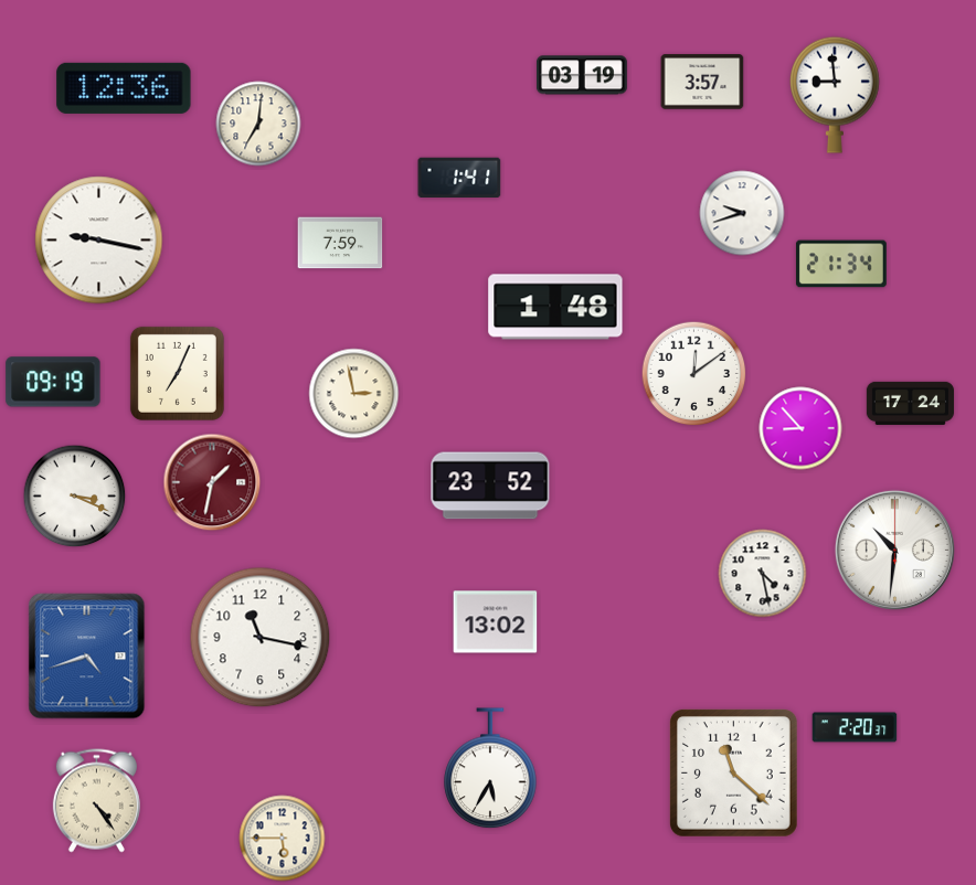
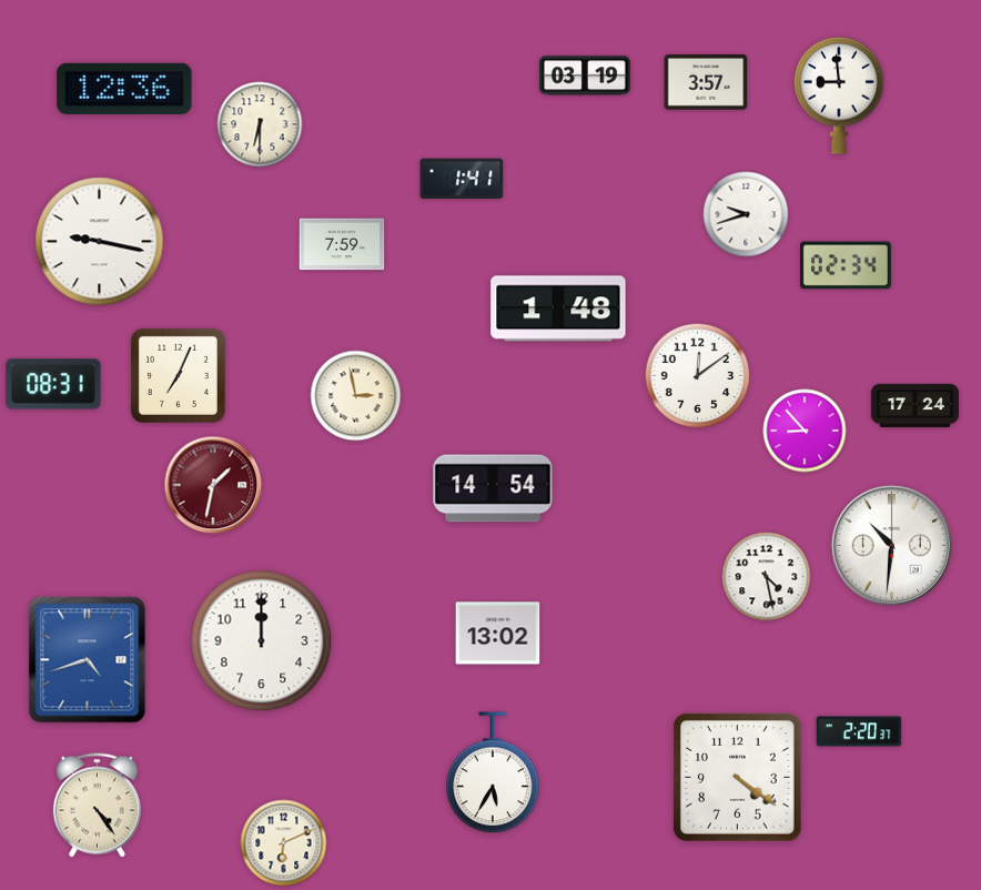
clock at (258, 124): 7:01 -> 6:30
clock at (841, 264): 21:34 -> 02:34
clock at (53, 382): 09:19 -> 08:31
clock at (490, 486): 23:52 -> 14:54
clock at (75, 497): 3:19 -> none
clock at (894, 550) position: (894, 550) -> (891, 545)
clock at (496, 622) position: (496, 622) -> (498, 634)
clock at (261, 638): 11:17 -> 12:00
clock at (734, 774): 11:22 -> 4:21
clock at (283, 839): 5:45 -> 6:11
